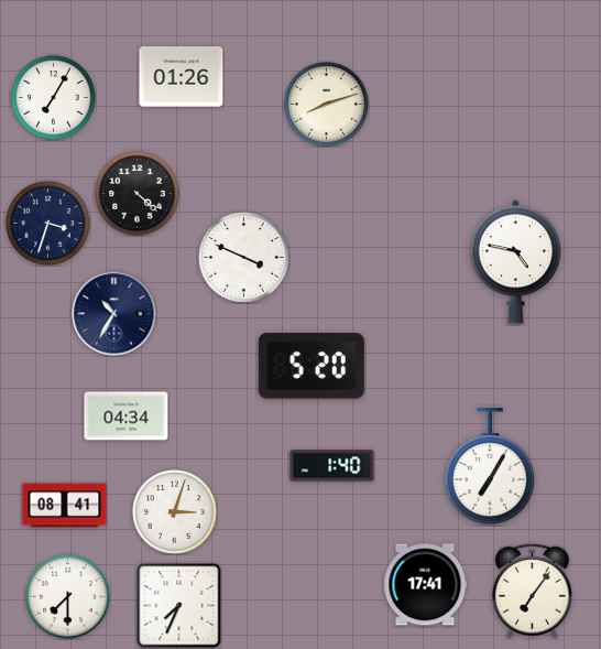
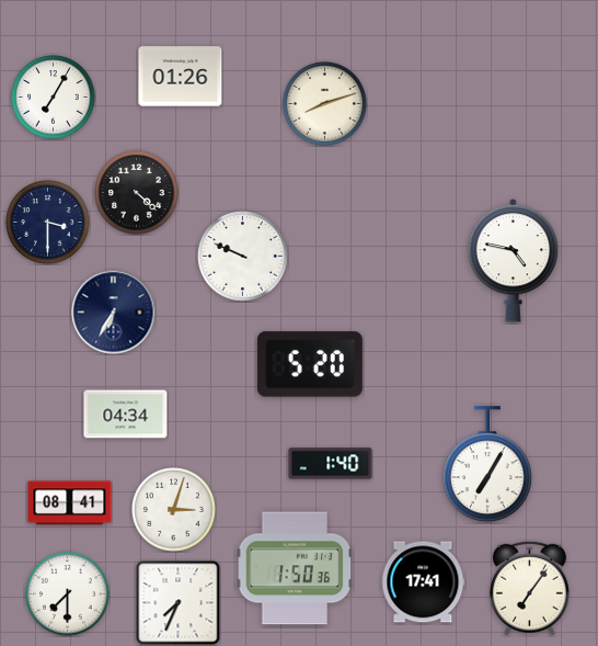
clock at (48, 224): 3:33 -> 3:30
clock at (244, 258): 3:49 -> 9:49
clock at (114, 314): 10:35 -> 6:35
clock at (65, 506) position: (65, 506) -> (70, 503)
clock at (295, 568): none -> 1:50
